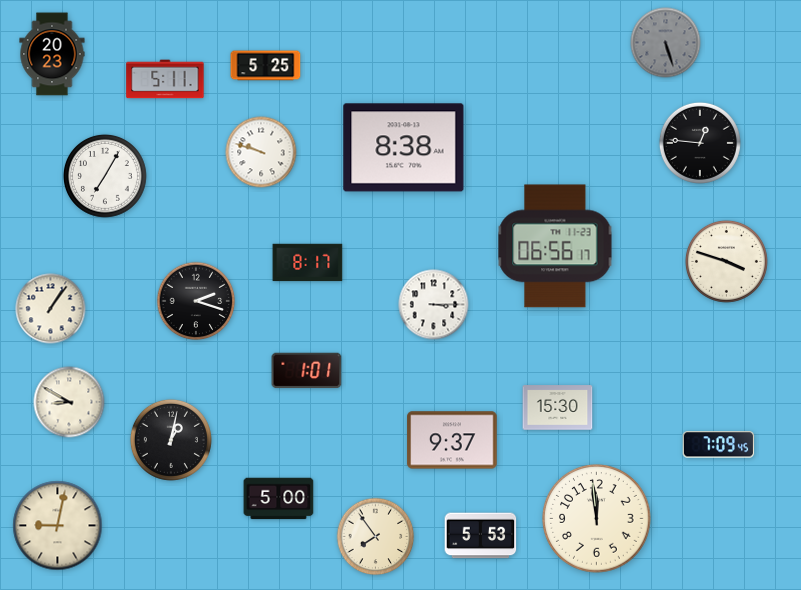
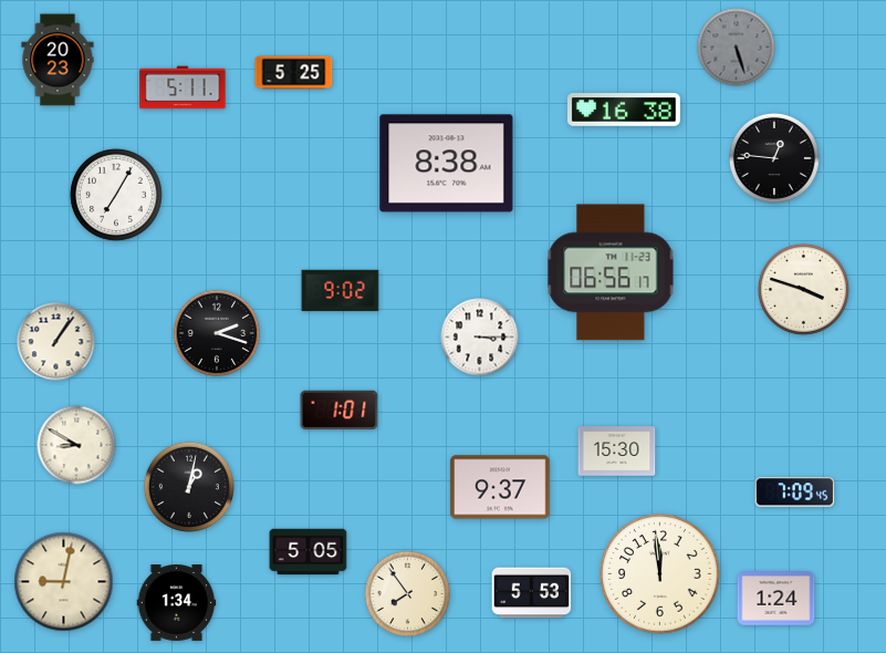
clock at (624, 110): none -> 16:38
clock at (261, 152): 9:48 -> none
clock at (555, 246) position: (555, 246) -> (611, 272)
clock at (308, 263): 8:17 -> 9:02
clock at (279, 499): 5:00 -> 5:05
clock at (376, 537) position: (376, 537) -> (408, 594)
clock at (776, 599): none -> 1:24
clock at (177, 603): none -> 1:34
